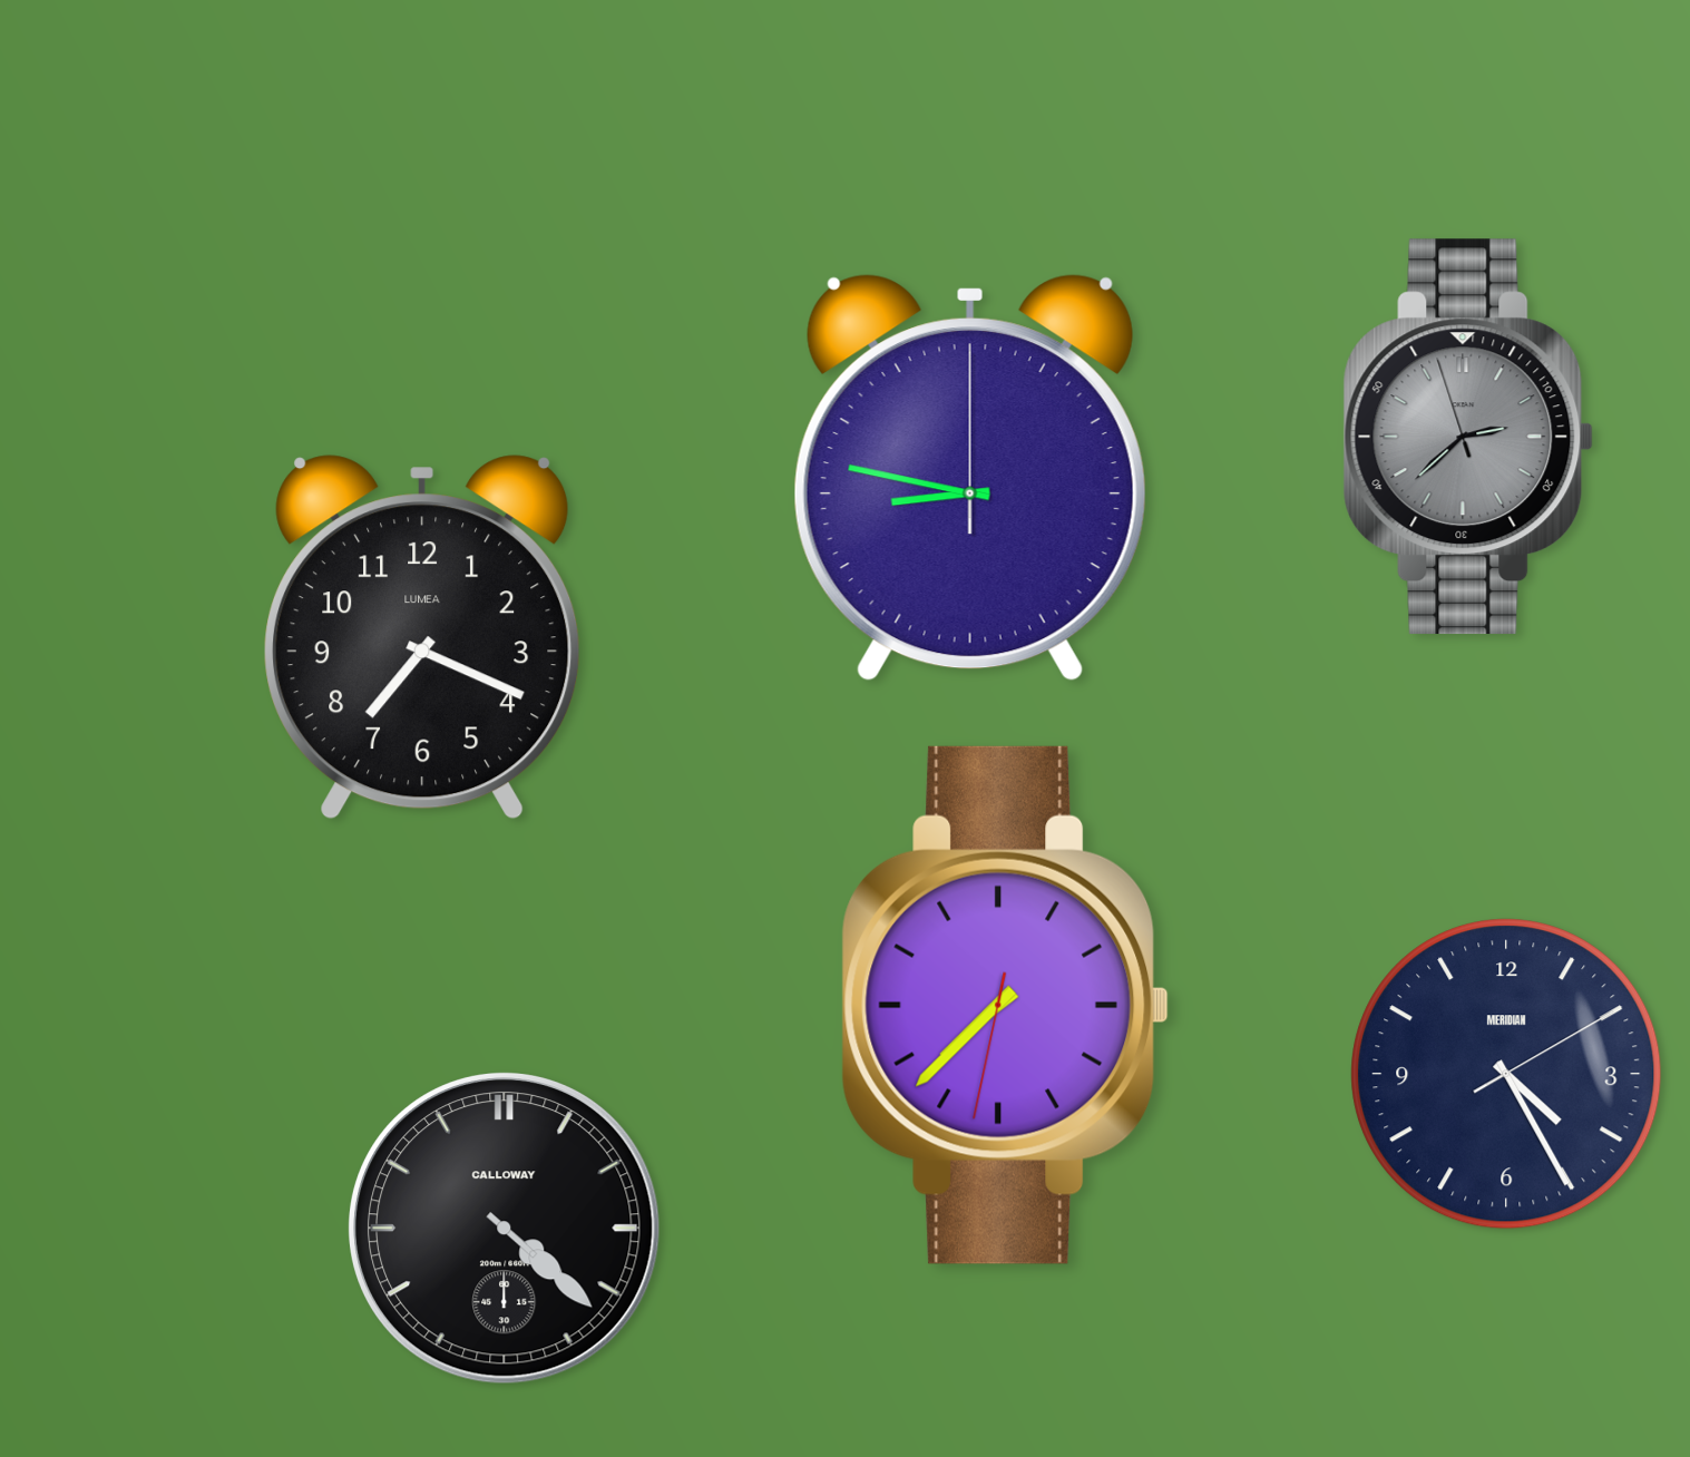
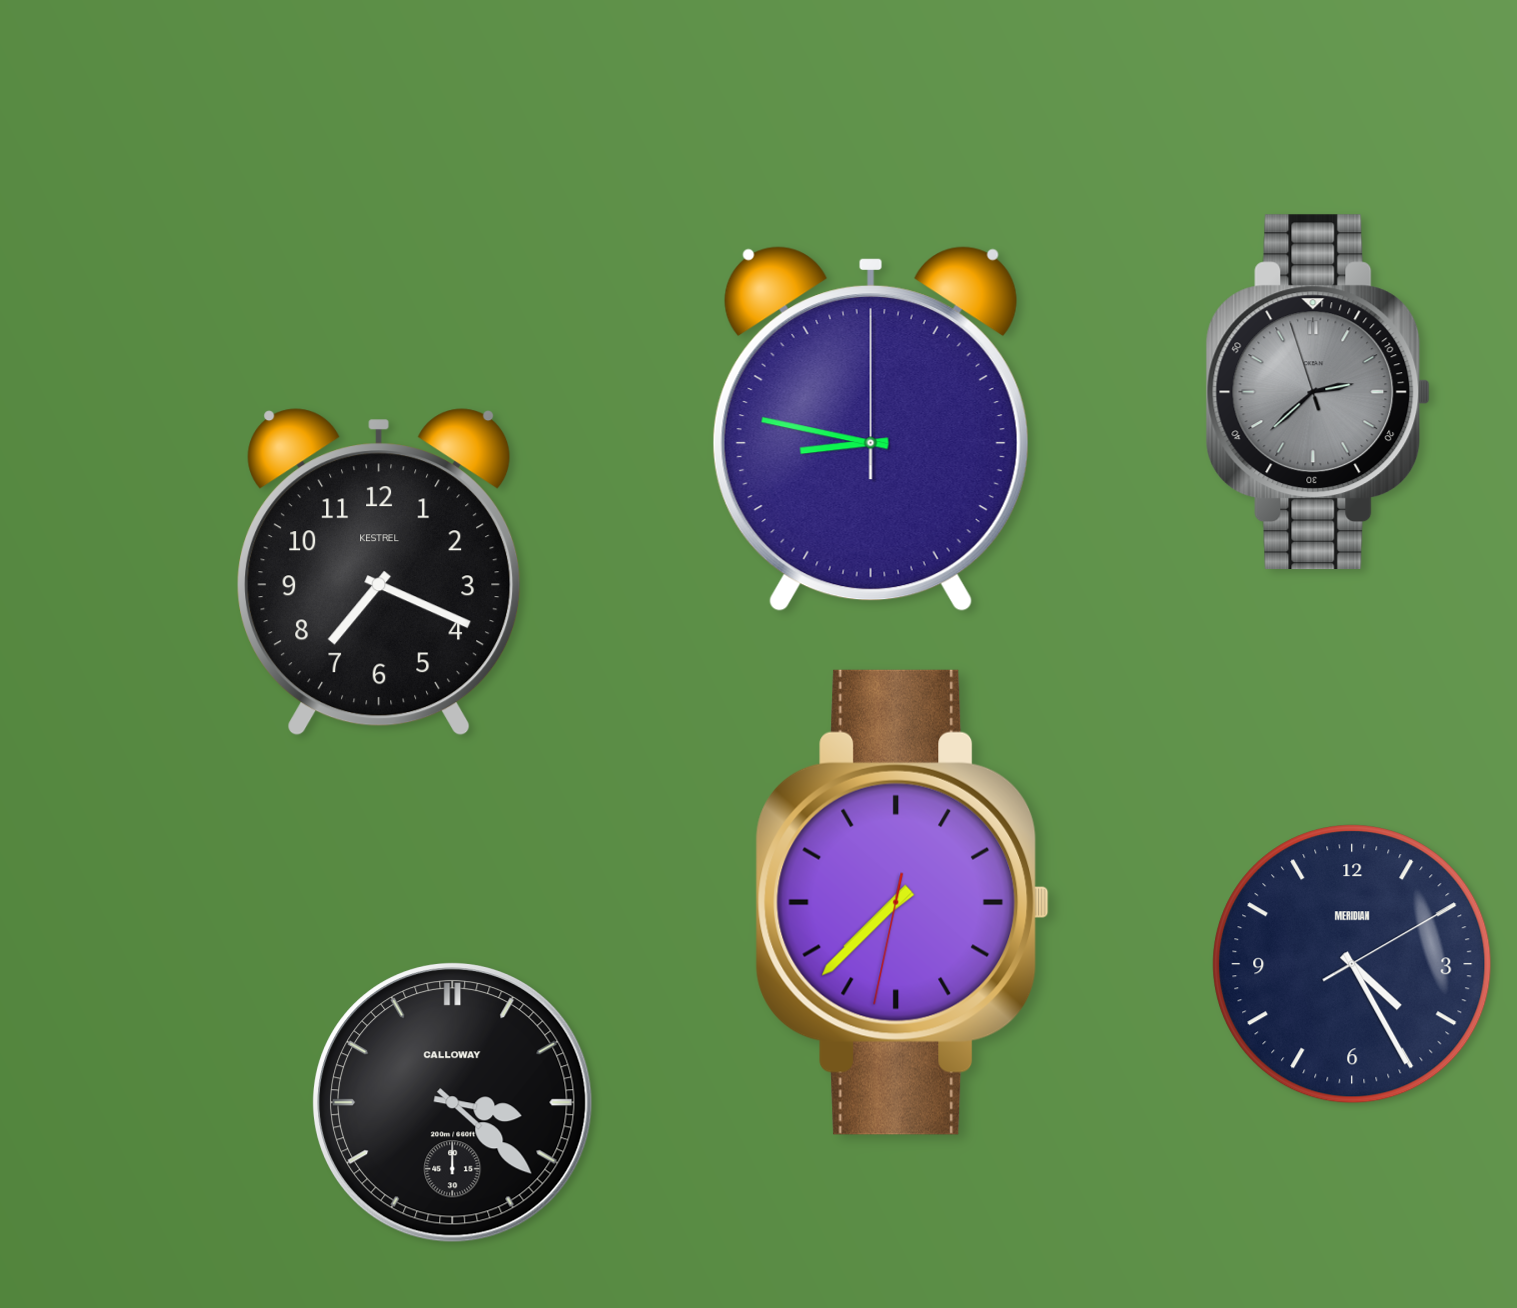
clock at (422, 637) brand: LUMEA -> KESTREL
clock at (505, 1229): 4:22 -> 3:22
